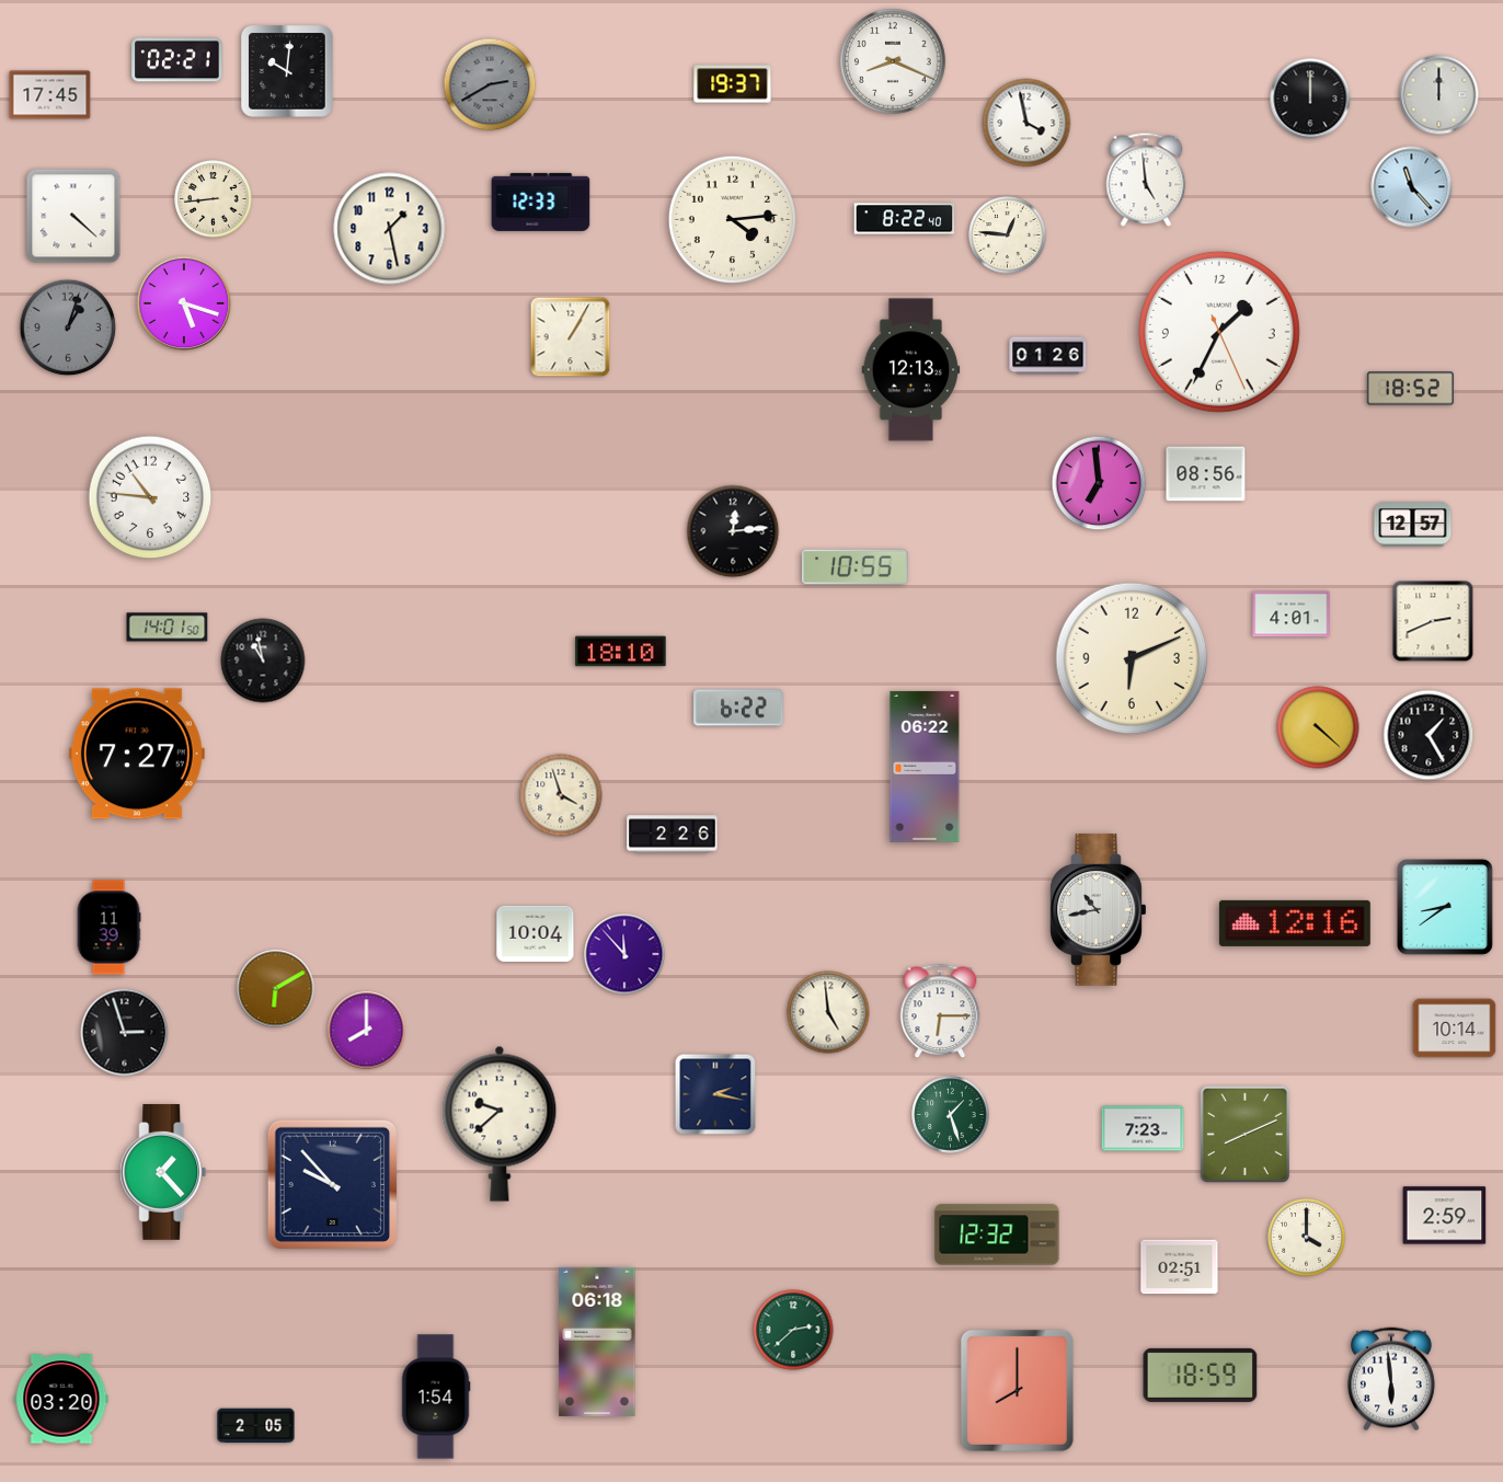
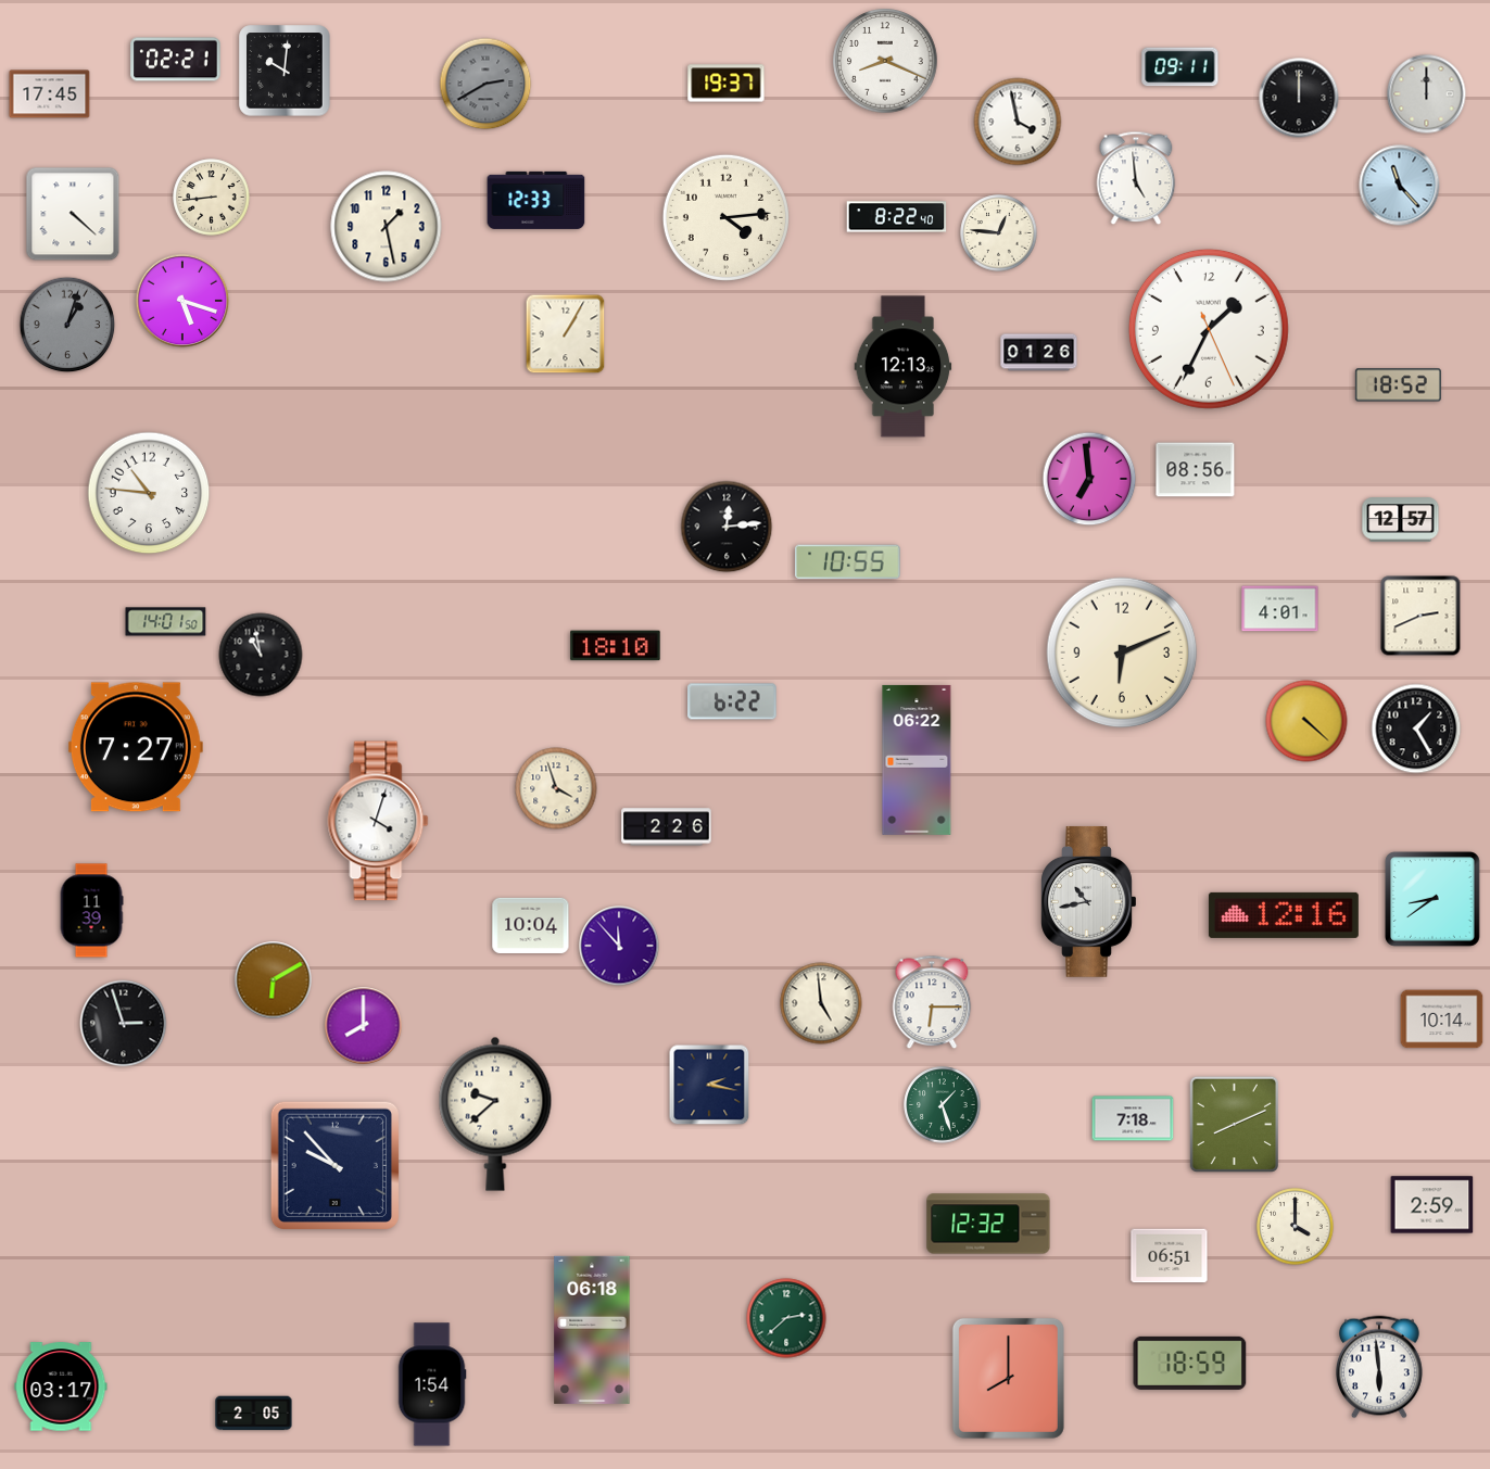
clock at (1180, 67): none -> 09:11
clock at (378, 821): none -> 4:03
clock at (108, 928) position: (108, 928) -> (91, 911)
clock at (367, 1031) position: (367, 1031) -> (364, 1026)
clock at (1143, 1128): 7:23 -> 7:18
clock at (163, 1172): 1:23 -> none
clock at (332, 1184) position: (332, 1184) -> (334, 1165)
clock at (1180, 1267): 02:51 -> 06:51
clock at (61, 1399): 03:20 -> 03:17
